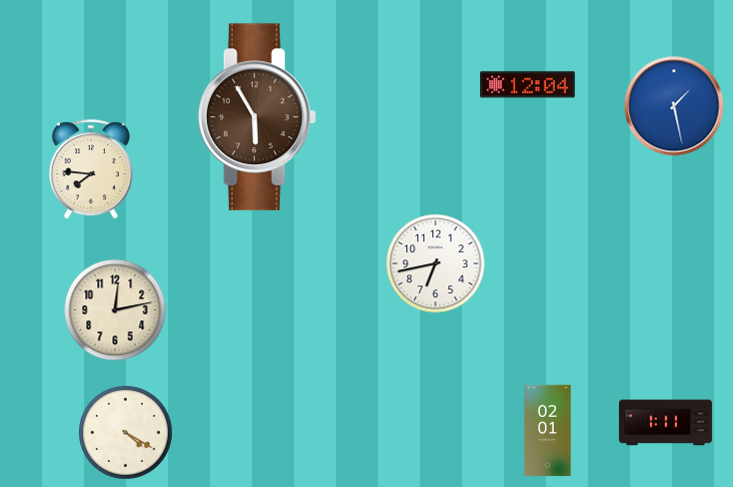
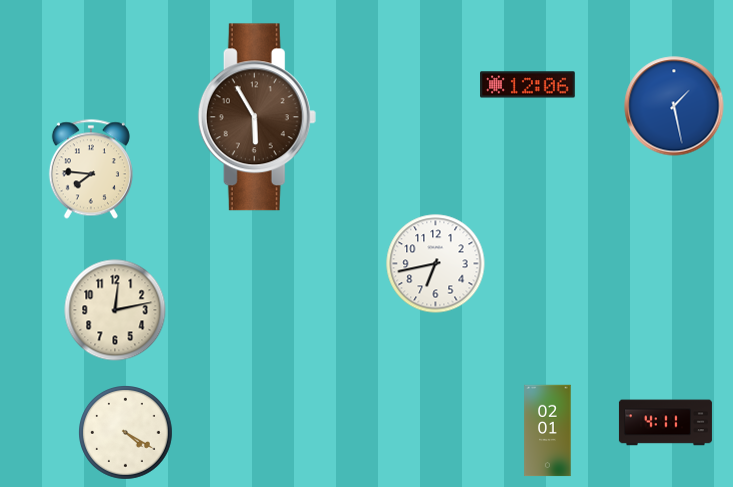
clock at (528, 85): 12:04 -> 12:06
clock at (665, 423): 1:11 -> 4:11
